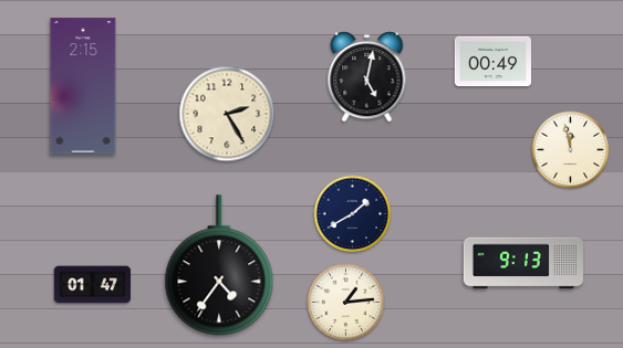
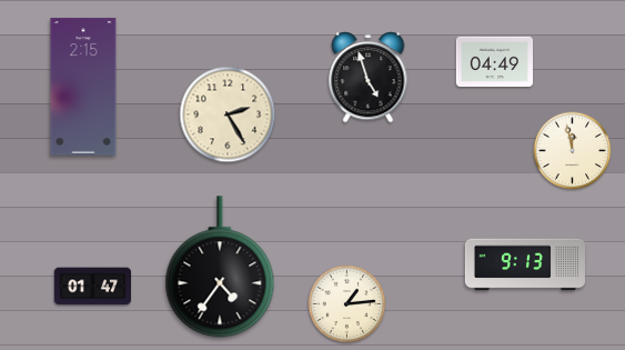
clock at (492, 62): 00:49 -> 04:49
clock at (367, 77): 5:02 -> 4:57
clock at (353, 214): 1:40 -> none
